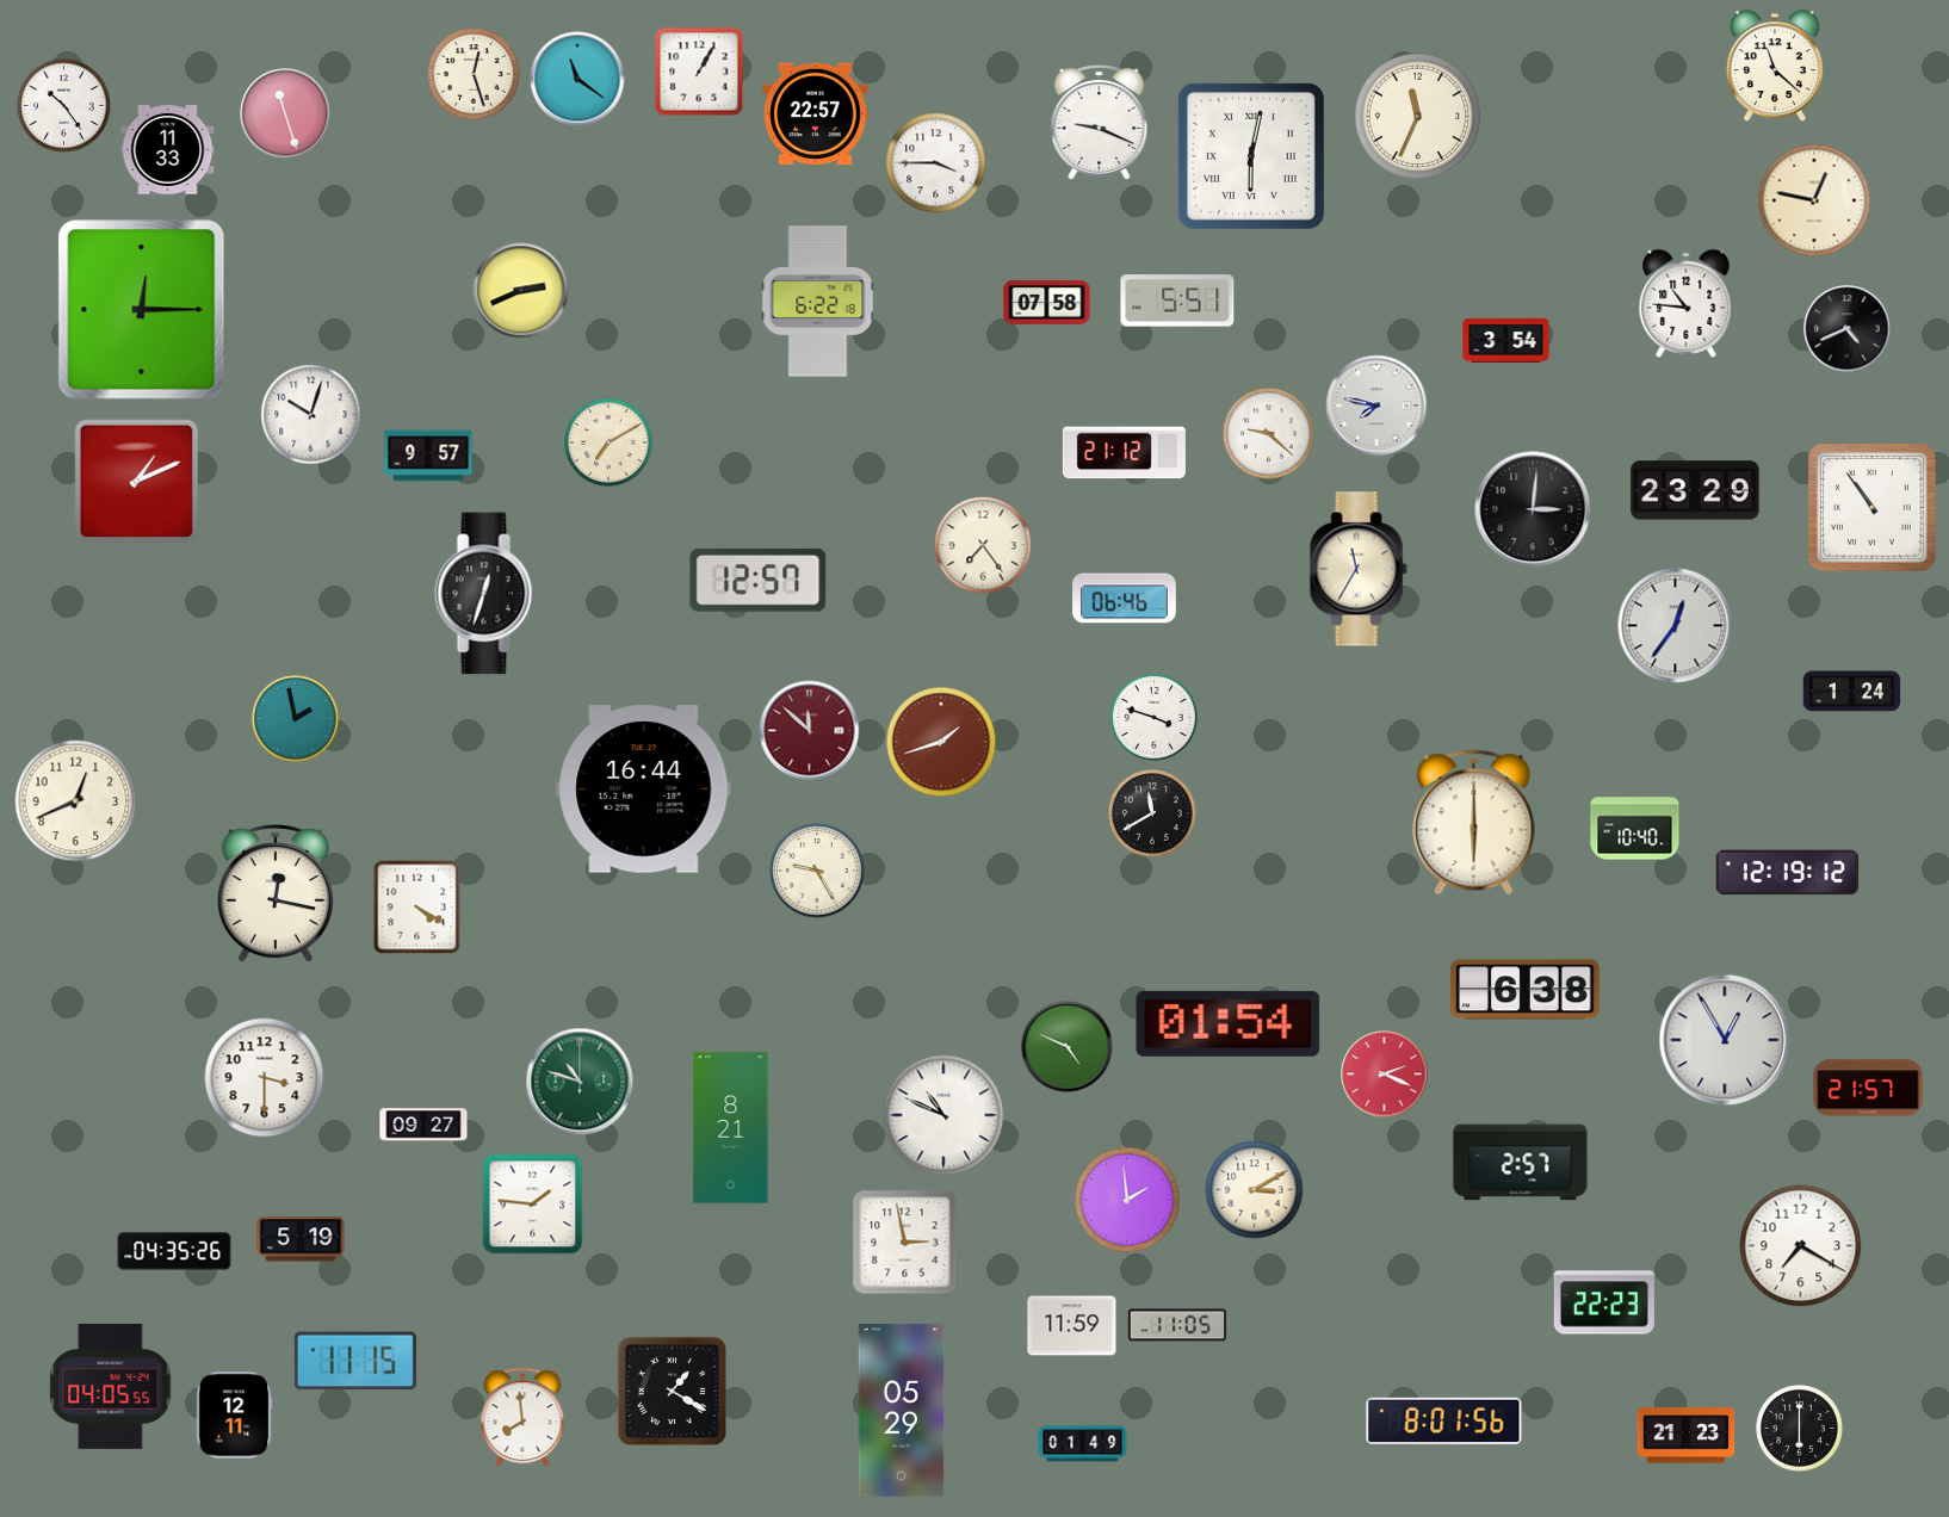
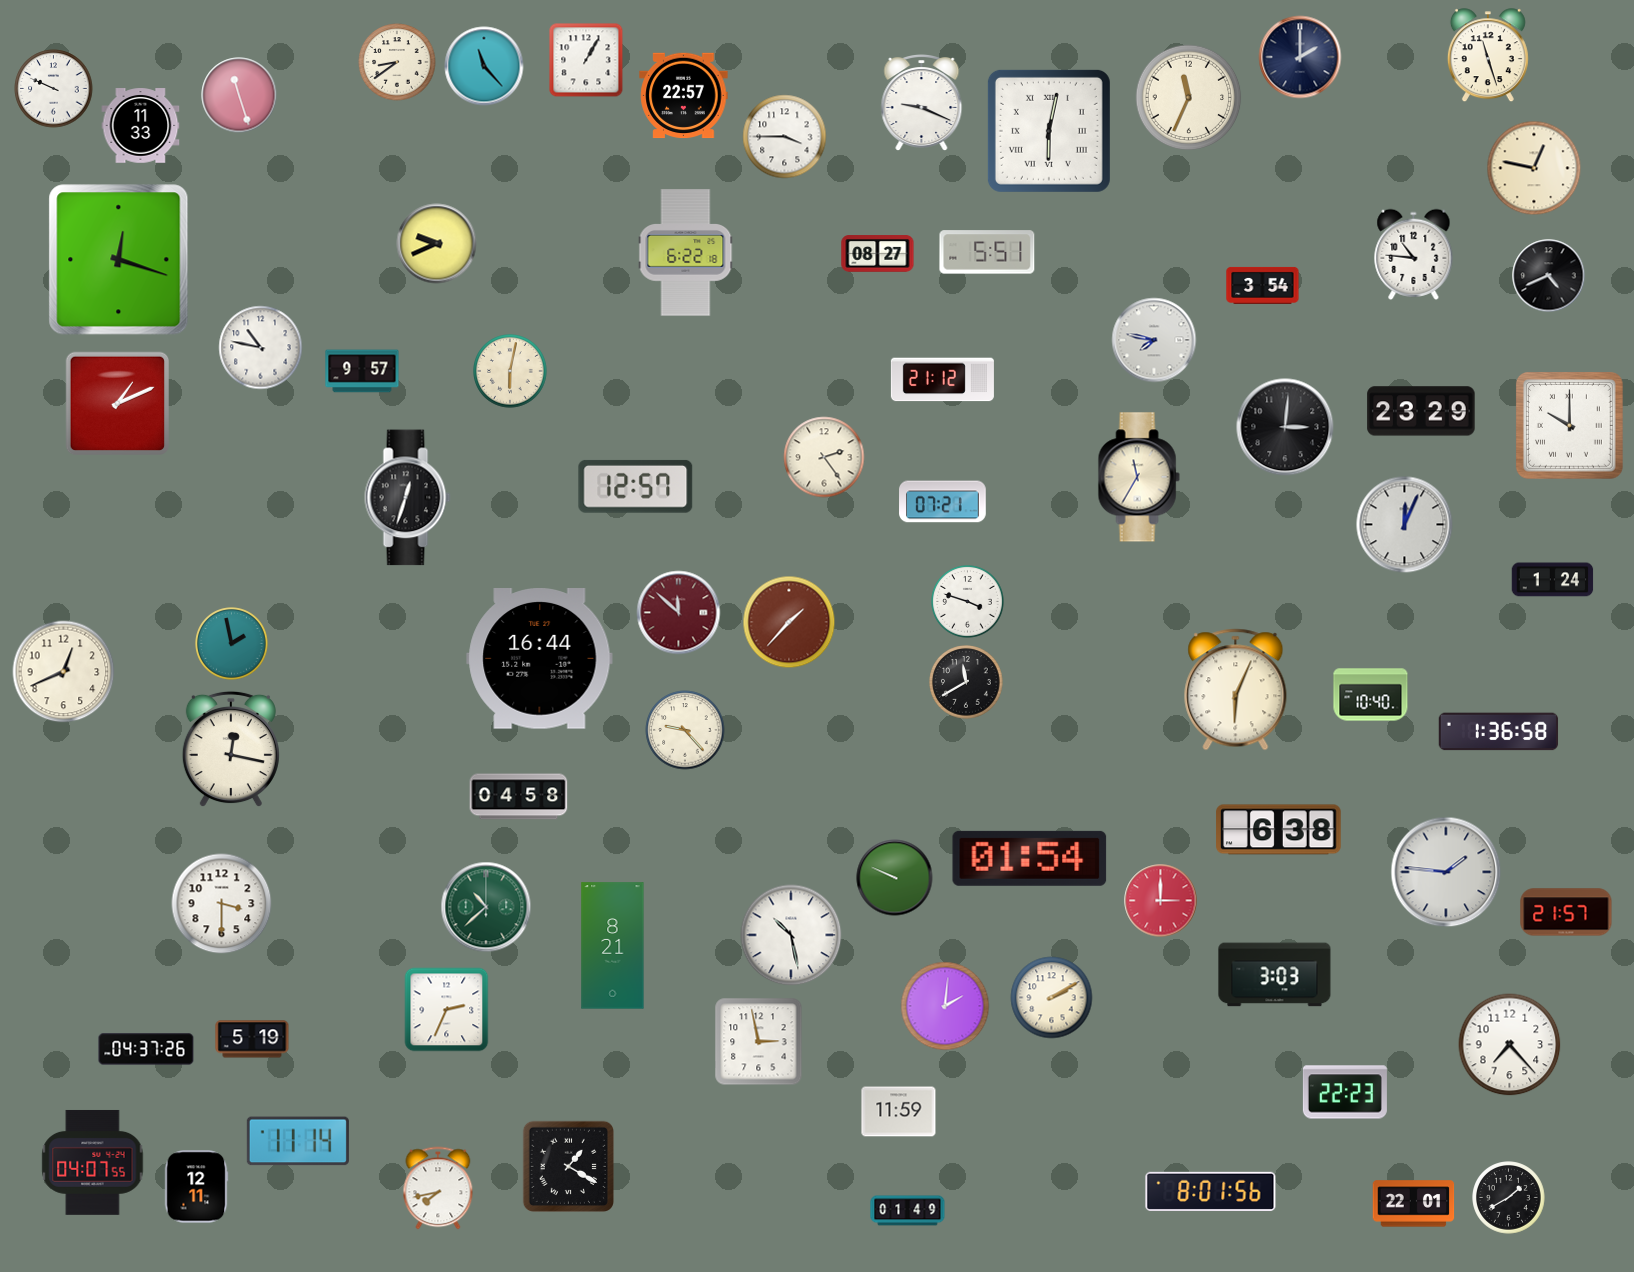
clock at (1775, 67): 11:22 -> 11:27
clock at (1300, 57): none -> 2:00
clock at (474, 74): 12:27 -> 8:39
clock at (577, 79): 11:21 -> 11:23
clock at (64, 106): 10:24 -> 9:49
clock at (1814, 200) position: (1814, 200) -> (1534, 168)
clock at (521, 291): 2:41 -> 9:41
clock at (1047, 303): 07:58 -> 08:27
clock at (142, 310): 12:15 -> 12:18
clock at (311, 415): 10:03 -> 10:47
clock at (1269, 434): 9:22 -> none
clock at (608, 442): 7:10 -> 6:02
clock at (428, 456) position: (428, 456) -> (362, 371)
clock at (136, 481) position: (136, 481) -> (117, 403)
clock at (1871, 507): 10:54 -> 10:00
clock at (983, 545): 7:24 -> 2:24
clock at (1125, 599): 06:46 -> 07:21
clock at (1676, 626): 12:36 -> 12:04
clock at (296, 719) position: (296, 719) -> (232, 644)
clock at (941, 742): 1:42 -> 1:37
clock at (644, 790) position: (644, 790) -> (540, 659)
clock at (1474, 823): 6:00 -> 6:04
clock at (817, 871): 9:25 -> 9:23
clock at (1788, 873): 12:19 -> 1:36
clock at (417, 908): 4:20 -> none
clock at (519, 797): none -> 04:58
clock at (1725, 1040): 12:55 -> 1:46
clock at (1068, 1047): 4:49 -> 9:49
clock at (1385, 1075): 2:19 -> 3:00
clock at (580, 1082): 10:48 -> 10:38
clock at (943, 1115): 10:49 -> 10:28
clock at (423, 1125): 09:27 -> none
clock at (1521, 1163): 2:57 -> 3:03
clock at (1255, 1190): 3:10 -> 2:10
clock at (1127, 1200): 1:59 -> 2:01
clock at (533, 1205): 1:46 -> 2:34
clock at (1801, 1246): 7:20 -> 7:23
clock at (174, 1251): 04:35 -> 04:37
clock at (1177, 1325): 11:05 -> none
clock at (355, 1361): 11:15 -> 11:14
clock at (111, 1386): 04:05 -> 04:07
clock at (672, 1391) position: (672, 1391) -> (568, 1166)
clock at (902, 1411): 05:29 -> none
clock at (522, 1417): 7:59 -> 7:43
clock at (1800, 1429): 6:00 -> 1:40
clock at (1687, 1436): 21:23 -> 22:01
